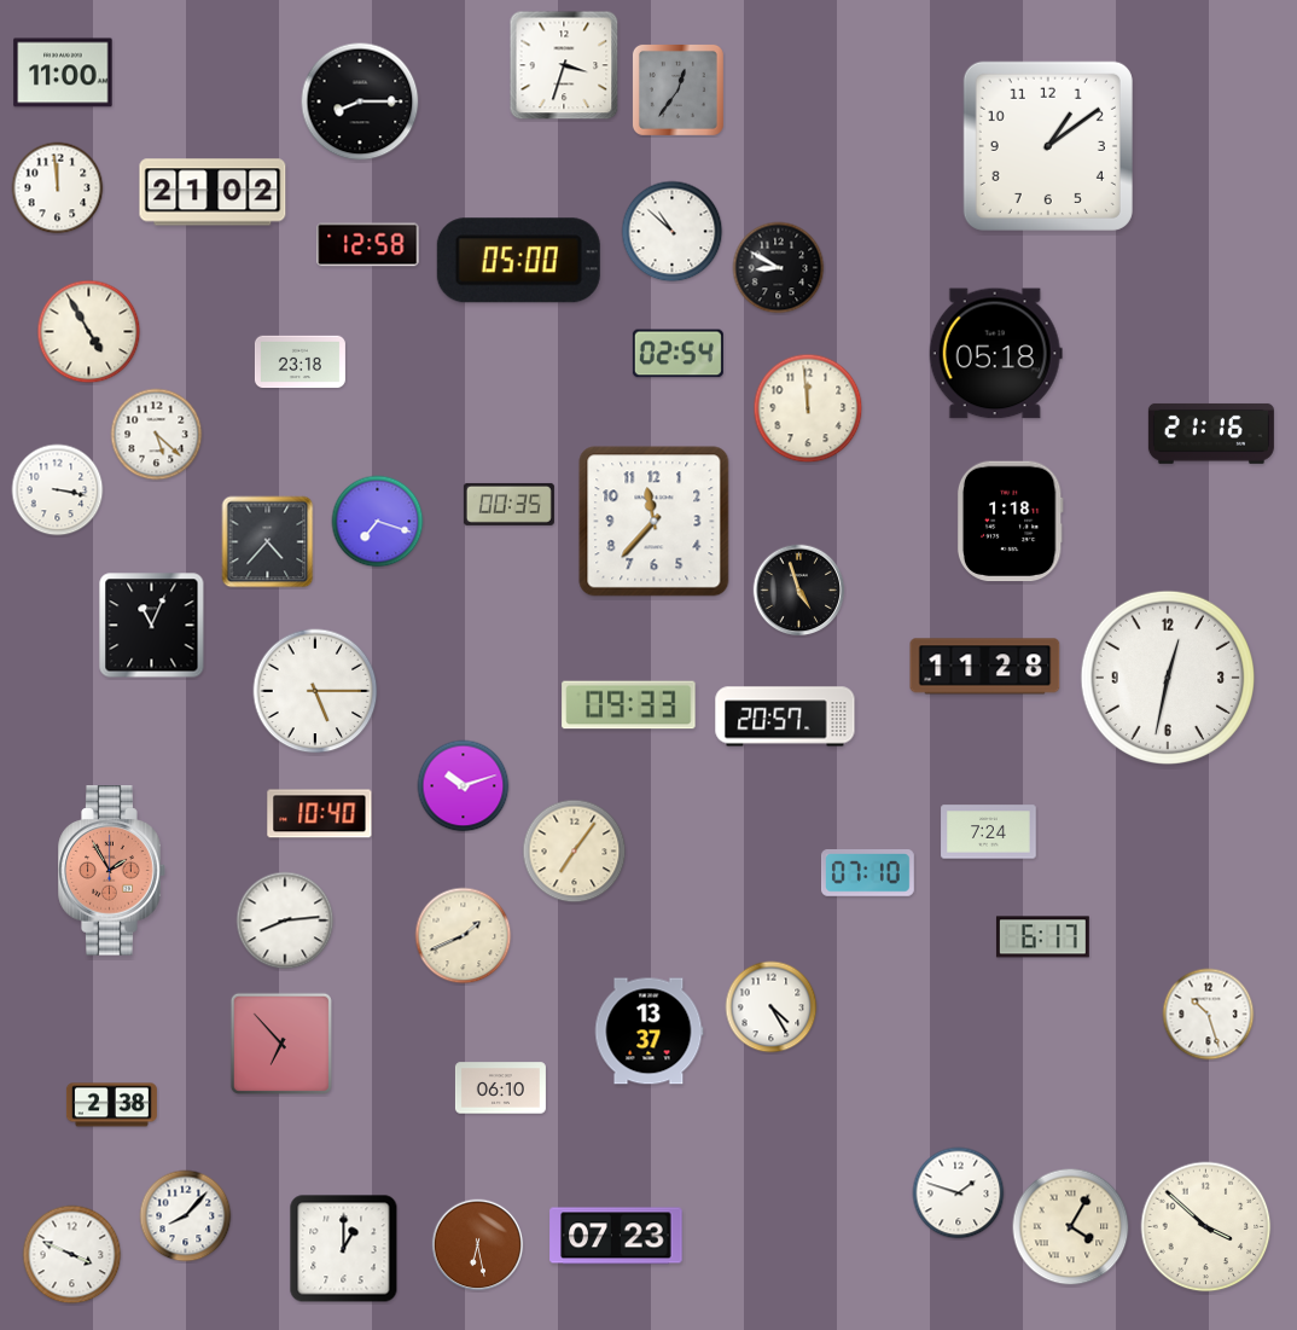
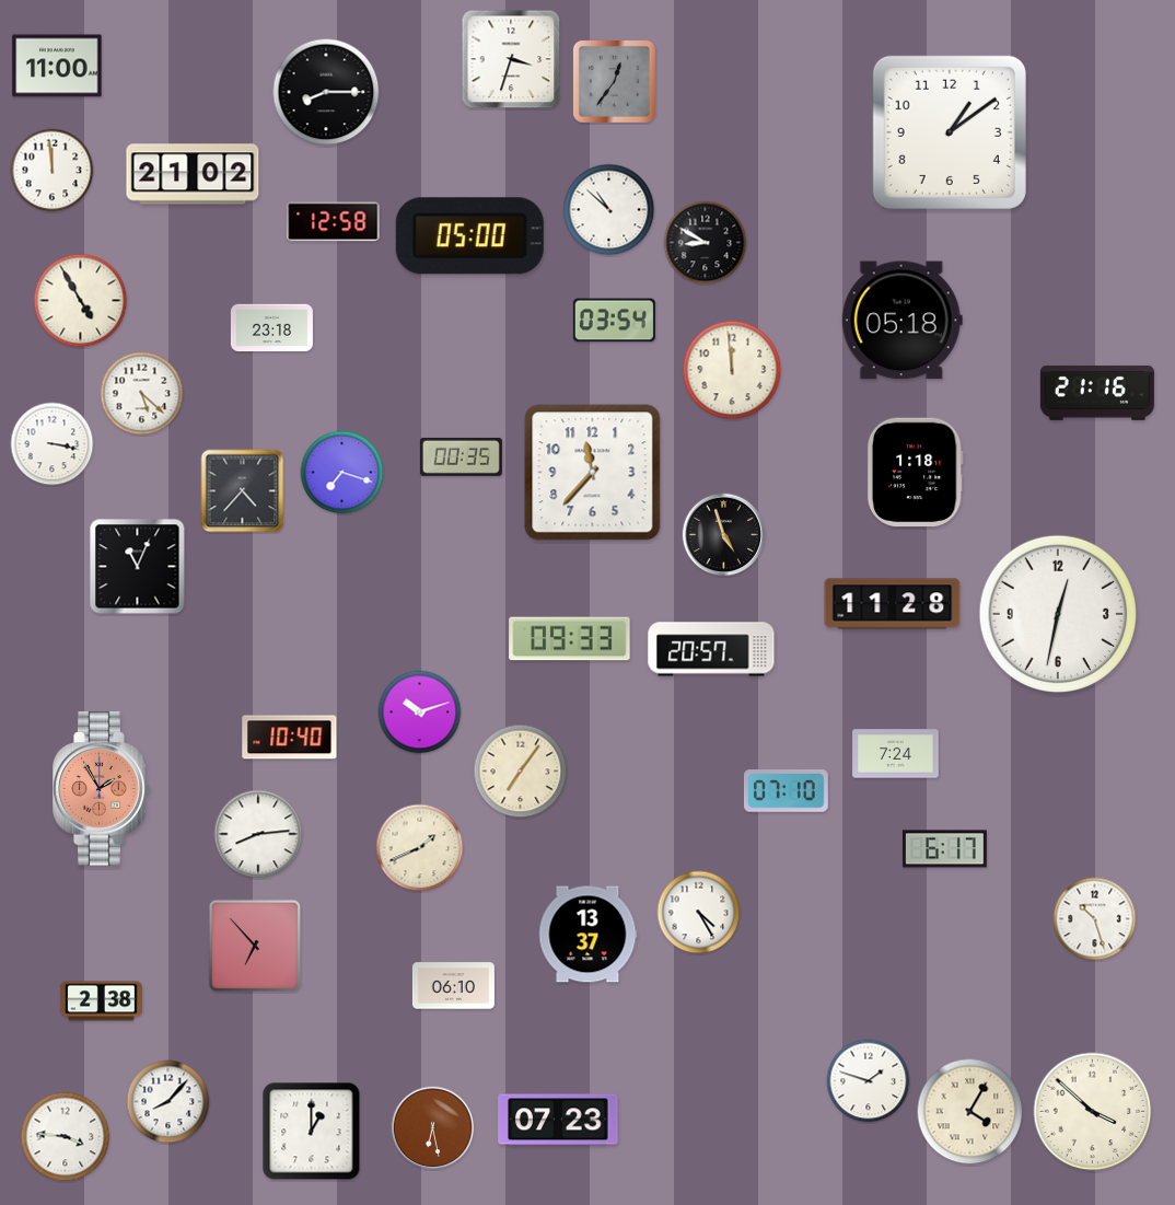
clock at (677, 354): 02:54 -> 03:54
clock at (315, 691): 5:15 -> none
clock at (72, 1255): 3:49 -> 3:46
